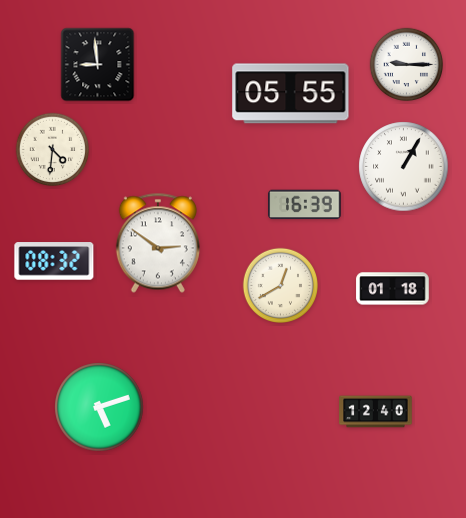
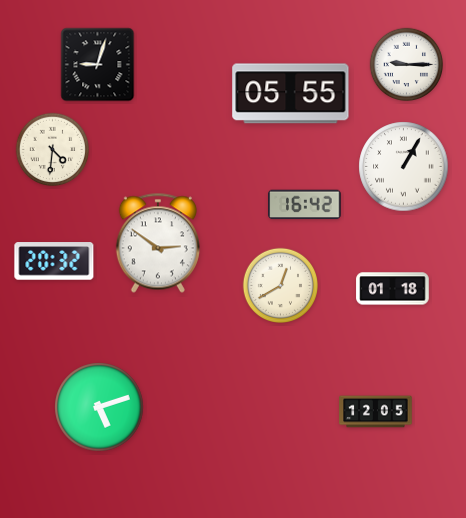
clock at (98, 65): 8:59 -> 9:03
clock at (305, 205): 16:39 -> 16:42
clock at (54, 261): 08:32 -> 20:32
clock at (376, 412): 12:40 -> 12:05
